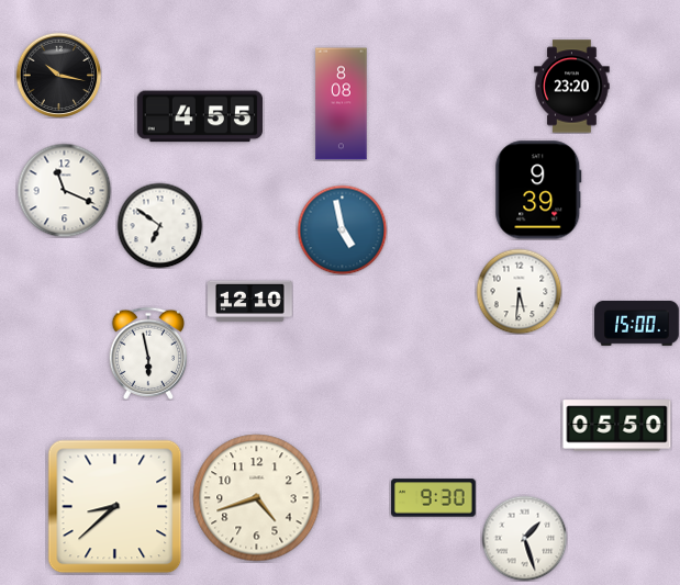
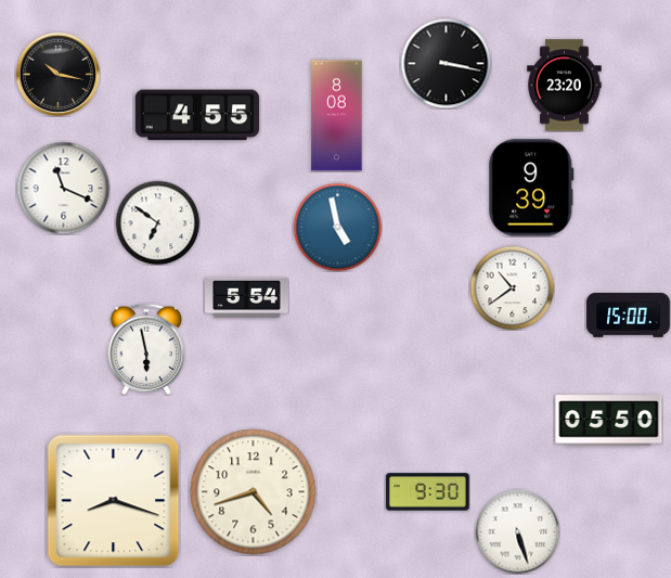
clock at (446, 63): none -> 3:17
clock at (342, 104) position: (342, 104) -> (337, 116)
clock at (519, 291): 5:31 -> 10:39
clock at (250, 302): 12:10 -> 5:54
clock at (637, 324) position: (637, 324) -> (629, 316)
clock at (115, 507): 8:38 -> 8:18
clock at (524, 538): 1:27 -> 5:27
